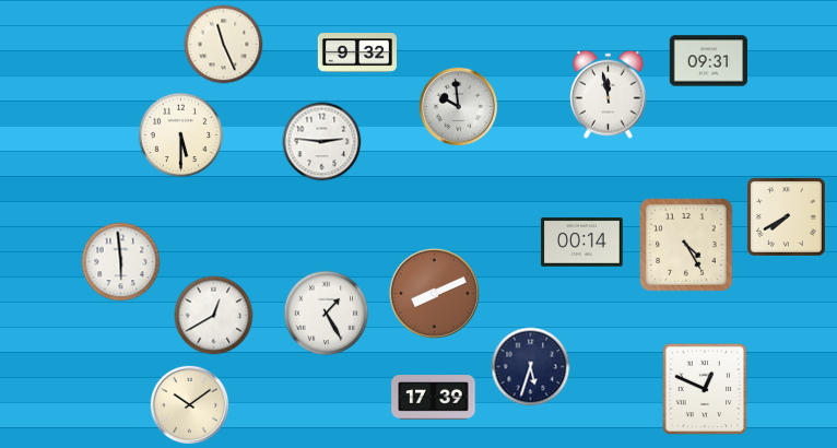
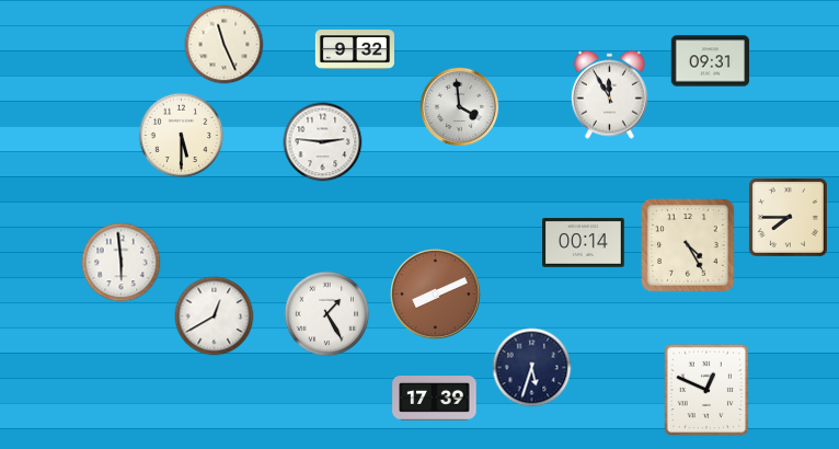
clock at (357, 52) position: (357, 52) -> (355, 49)
clock at (608, 94): 11:58 -> 11:55
clock at (459, 107): 9:59 -> 3:59
clock at (786, 216): 7:40 -> 7:45
clock at (190, 405): 10:09 -> none
